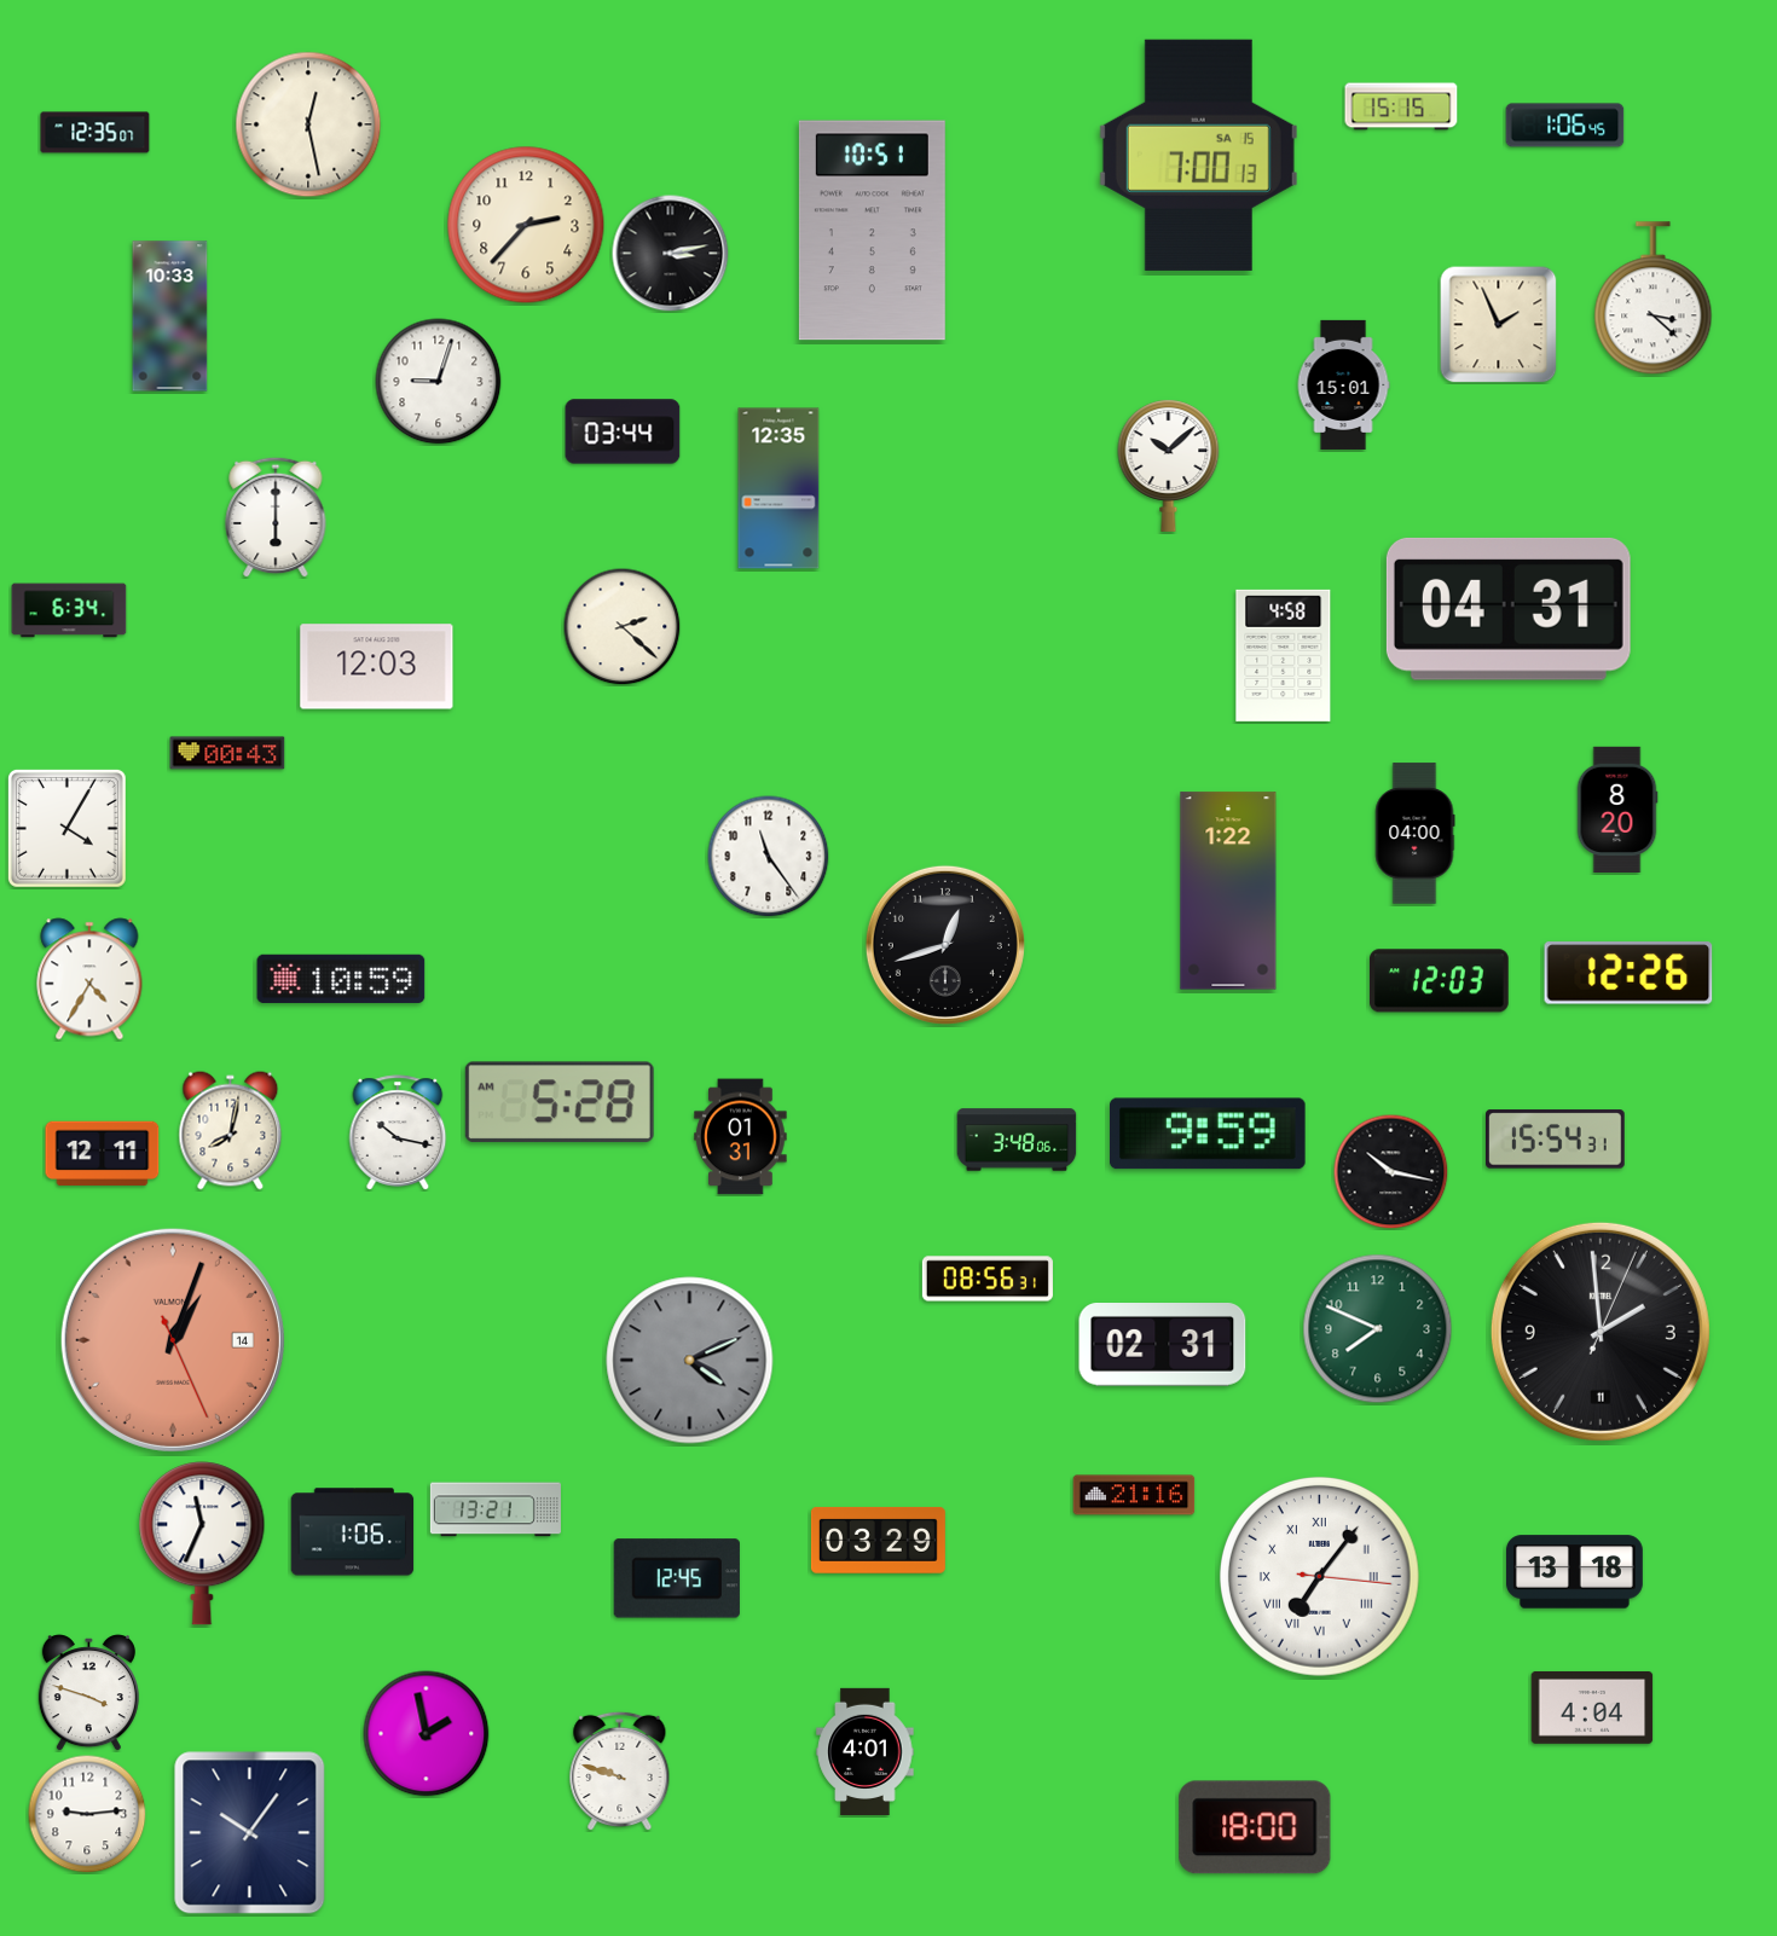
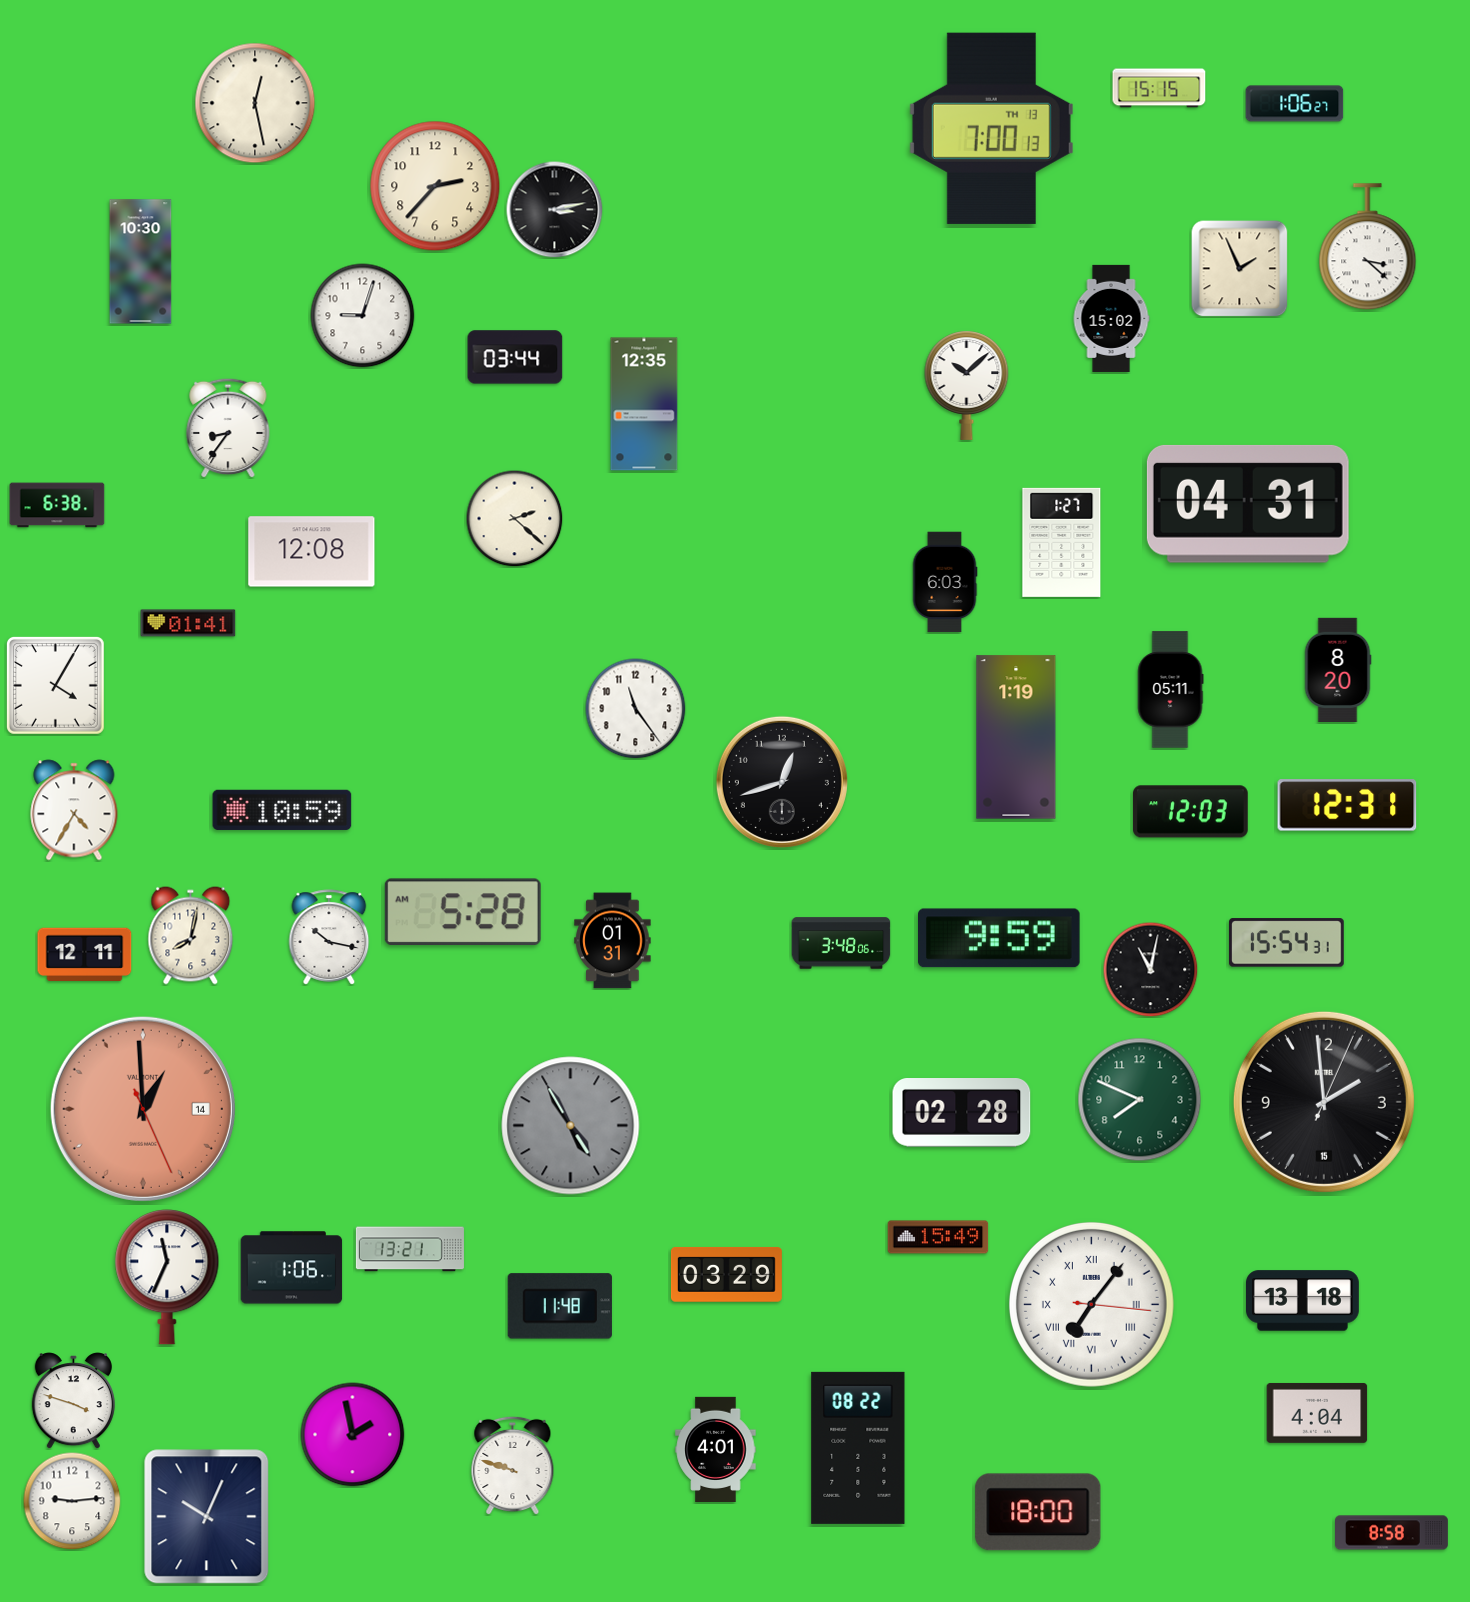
clock at (1565, 126): 1:06:45 -> 1:06:27
clock at (95, 133): 12:35 -> none
clock at (1198, 155) date: SA 15 -> TH 13
clock at (872, 231): 10:51 -> none
clock at (170, 317): 10:33 -> 10:30
clock at (1343, 384): 15:01 -> 15:02
clock at (276, 517): 6:00 -> 8:36
clock at (69, 610): 6:34 -> 6:38
clock at (1284, 655): 4:58 -> 1:27
clock at (377, 667): 12:03 -> 12:08
clock at (945, 582): none -> 6:03
clock at (227, 753): 00:43 -> 01:41
clock at (1414, 834): 04:00 -> 05:11
clock at (1228, 891): 1:22 -> 1:19
clock at (1628, 973): 12:26 -> 12:31
clock at (1390, 1171): 10:17 -> 11:02
clock at (988, 1279): 08:56 -> none
clock at (1601, 1332) date: 11 -> 15
clock at (173, 1340): 1:03 -> 12:59
clock at (1163, 1345): 02:31 -> 02:28
clock at (690, 1361): 4:11 -> 4:55
clock at (1134, 1495): 21:16 -> 15:49
clock at (677, 1578): 12:45 -> 11:48
clock at (858, 1448): none -> 08:22
clock at (250, 1833): 10:06 -> 10:04
clock at (1392, 1533): none -> 8:58
